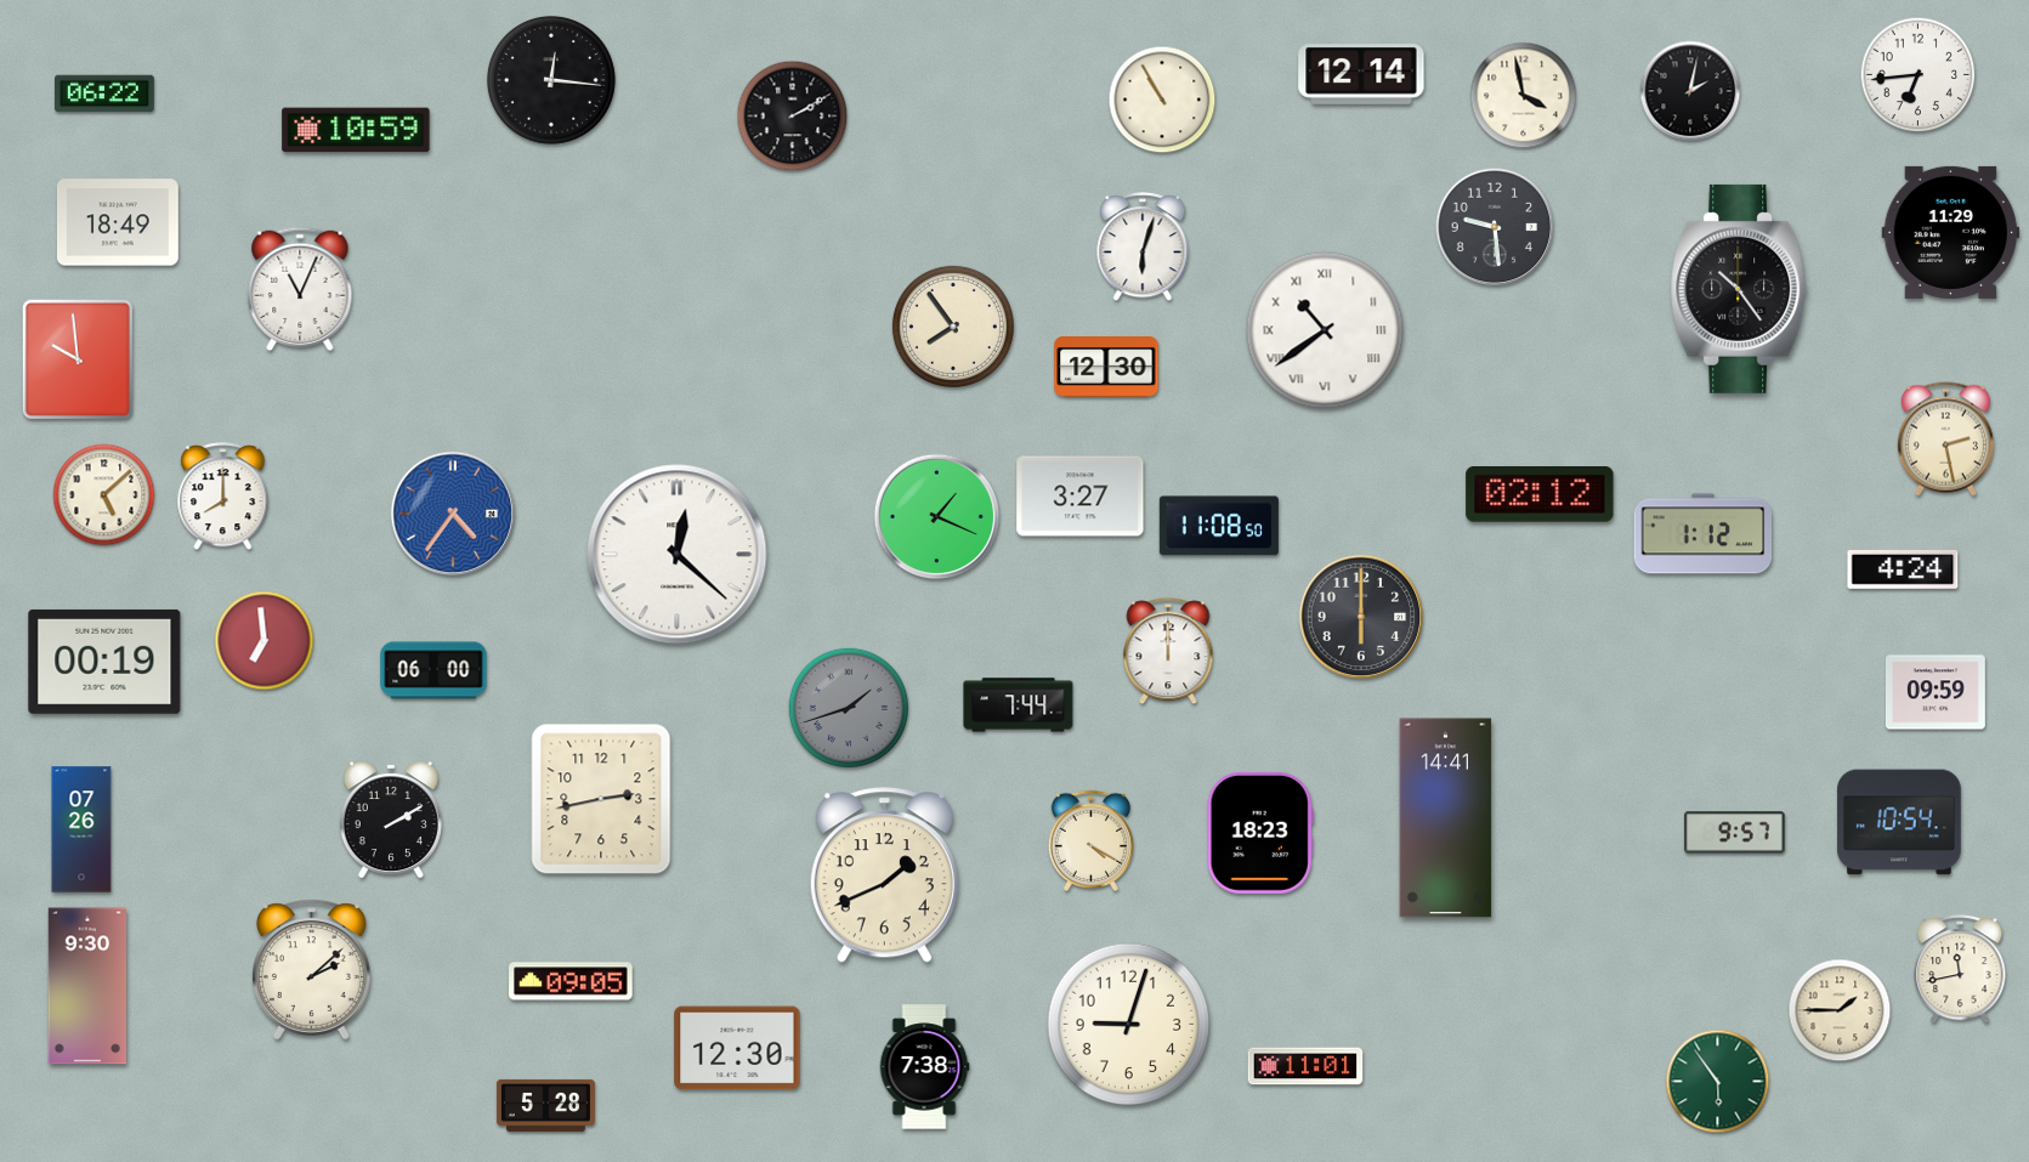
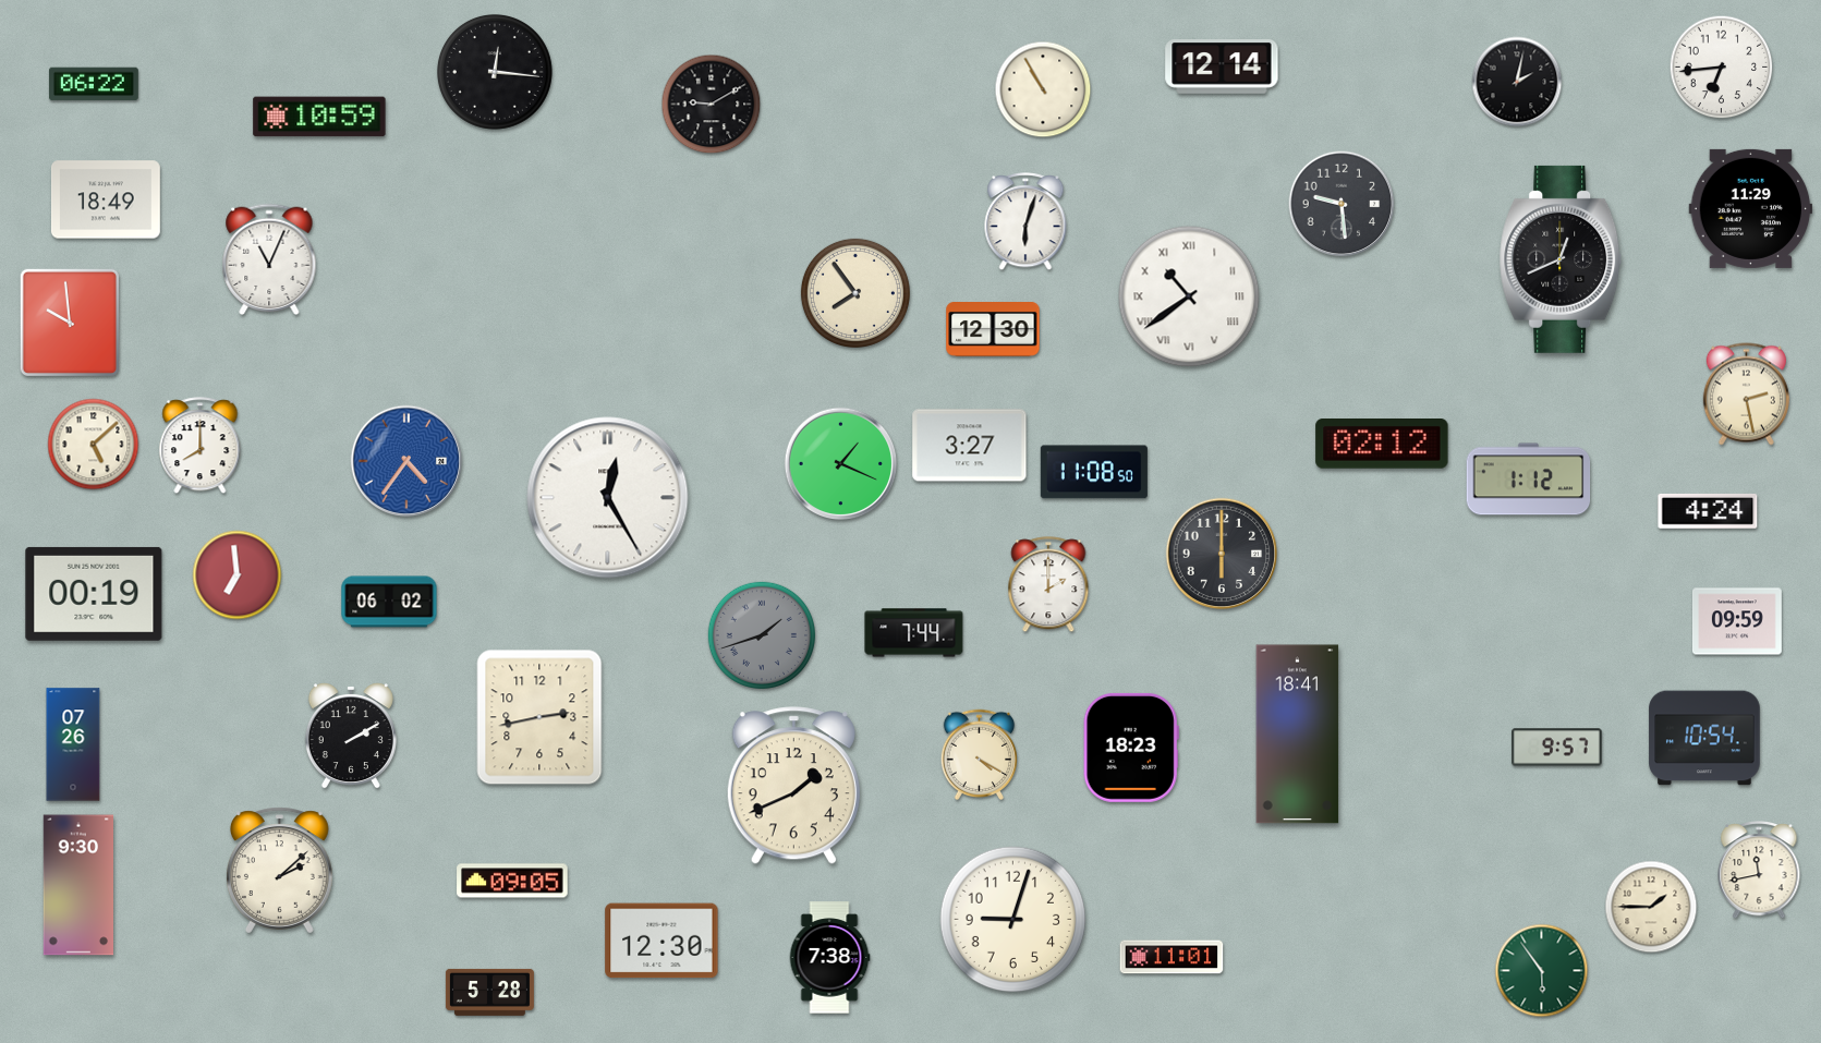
clock at (1524, 96): 3:58 -> none
clock at (793, 117): 2:10 -> 9:10
clock at (1739, 289): 10:24 -> 12:41
clock at (678, 555): 12:22 -> 12:25
clock at (1168, 652): 12:00 -> 2:00
clock at (433, 670): 06:00 -> 06:02
clock at (1446, 818): 14:41 -> 18:41
